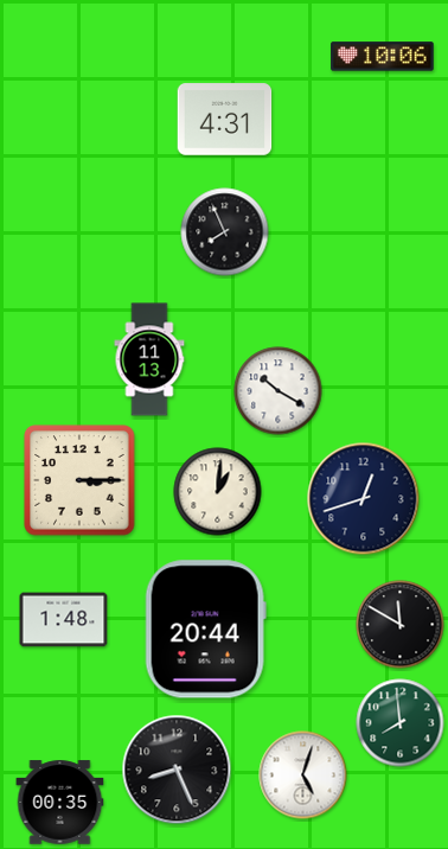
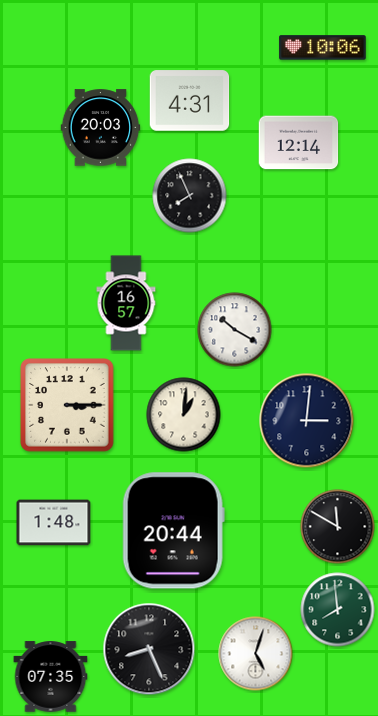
clock at (101, 128): none -> 20:03
clock at (299, 143): none -> 12:14
clock at (149, 359): 11:13 -> 16:57
clock at (364, 499): 12:42 -> 3:01
clock at (60, 803): 00:35 -> 07:35
